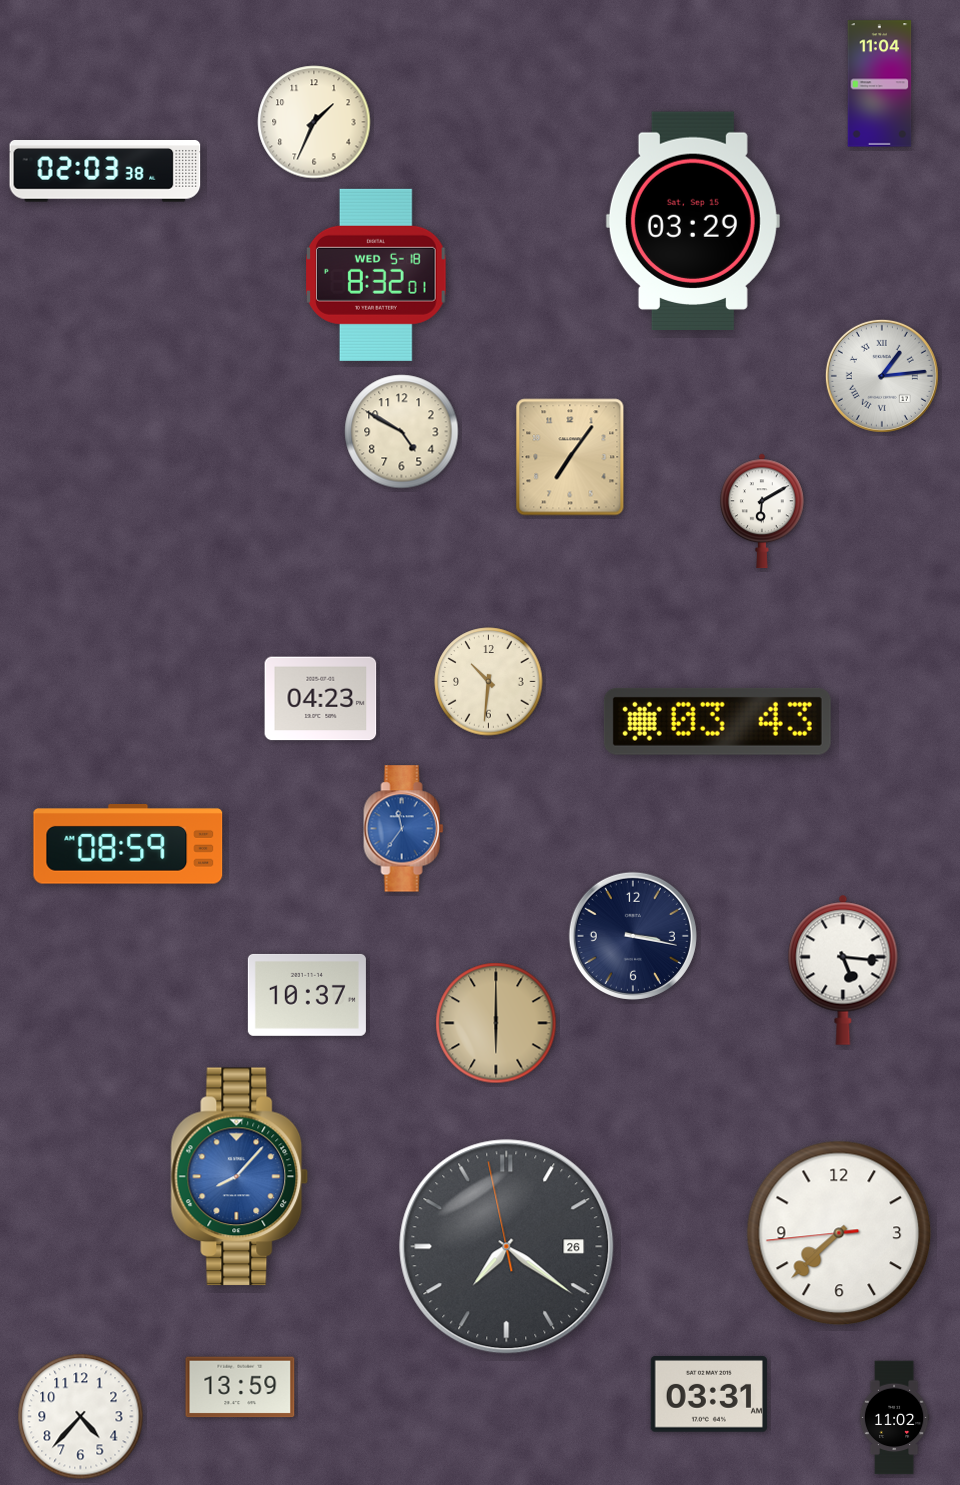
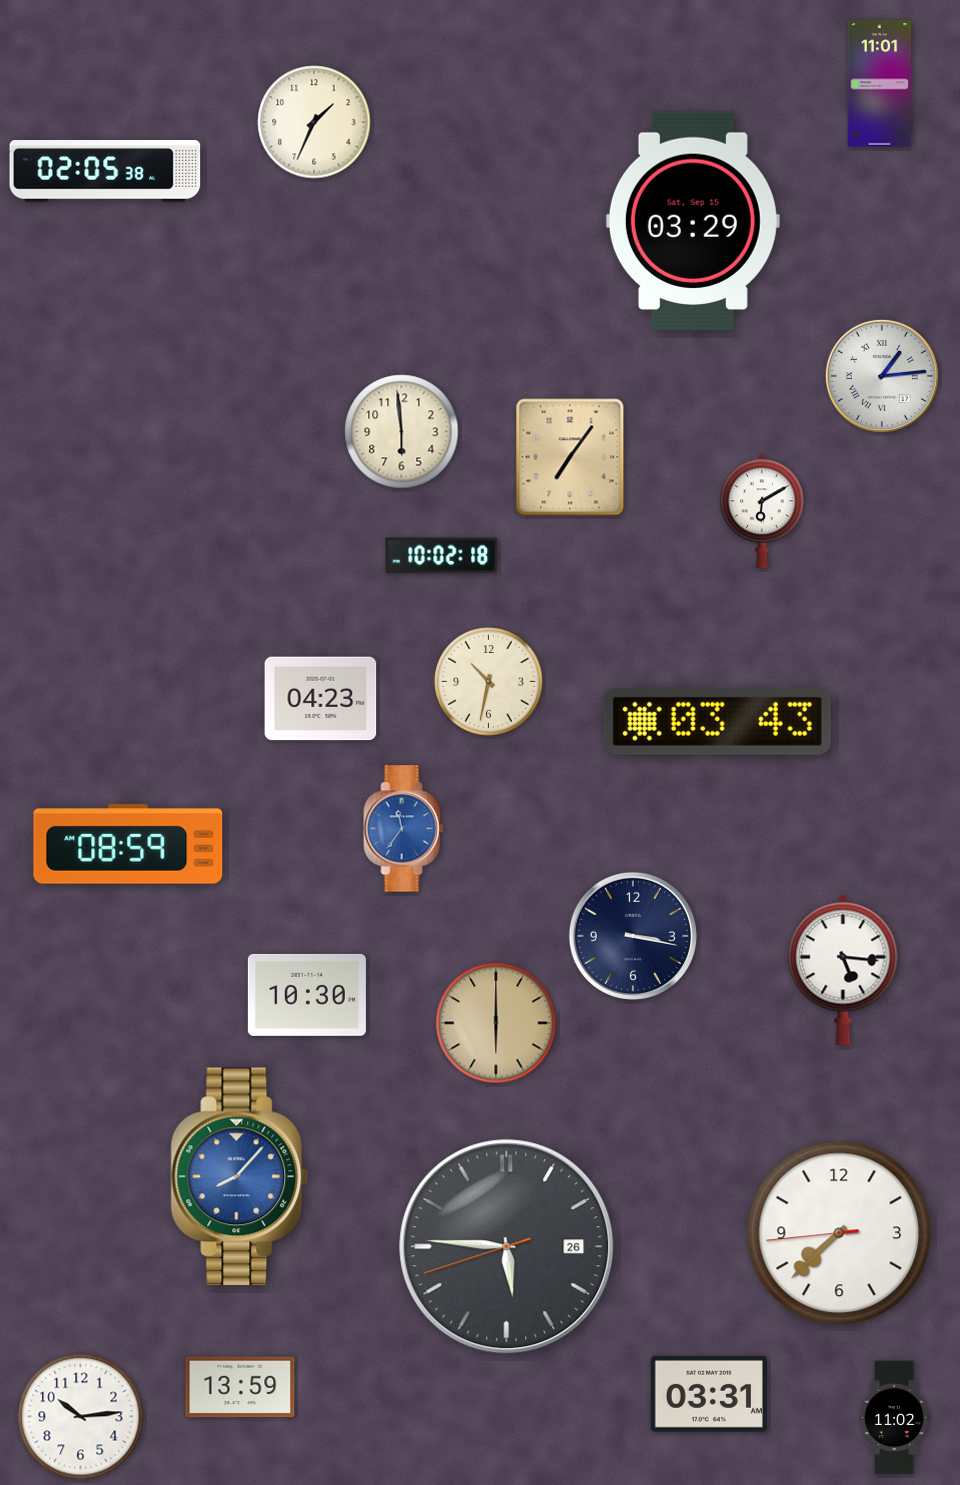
clock at (880, 84): 11:04 -> 11:01
clock at (105, 171): 02:03 -> 02:05
clock at (376, 275): 8:32 -> none
clock at (402, 432): 4:50 -> 5:59
clock at (442, 556): none -> 10:02
clock at (489, 682): 10:31 -> 10:32
clock at (307, 995): 10:37 -> 10:30
clock at (507, 1247): 7:20 -> 5:45
clock at (81, 1417): 4:37 -> 10:14
